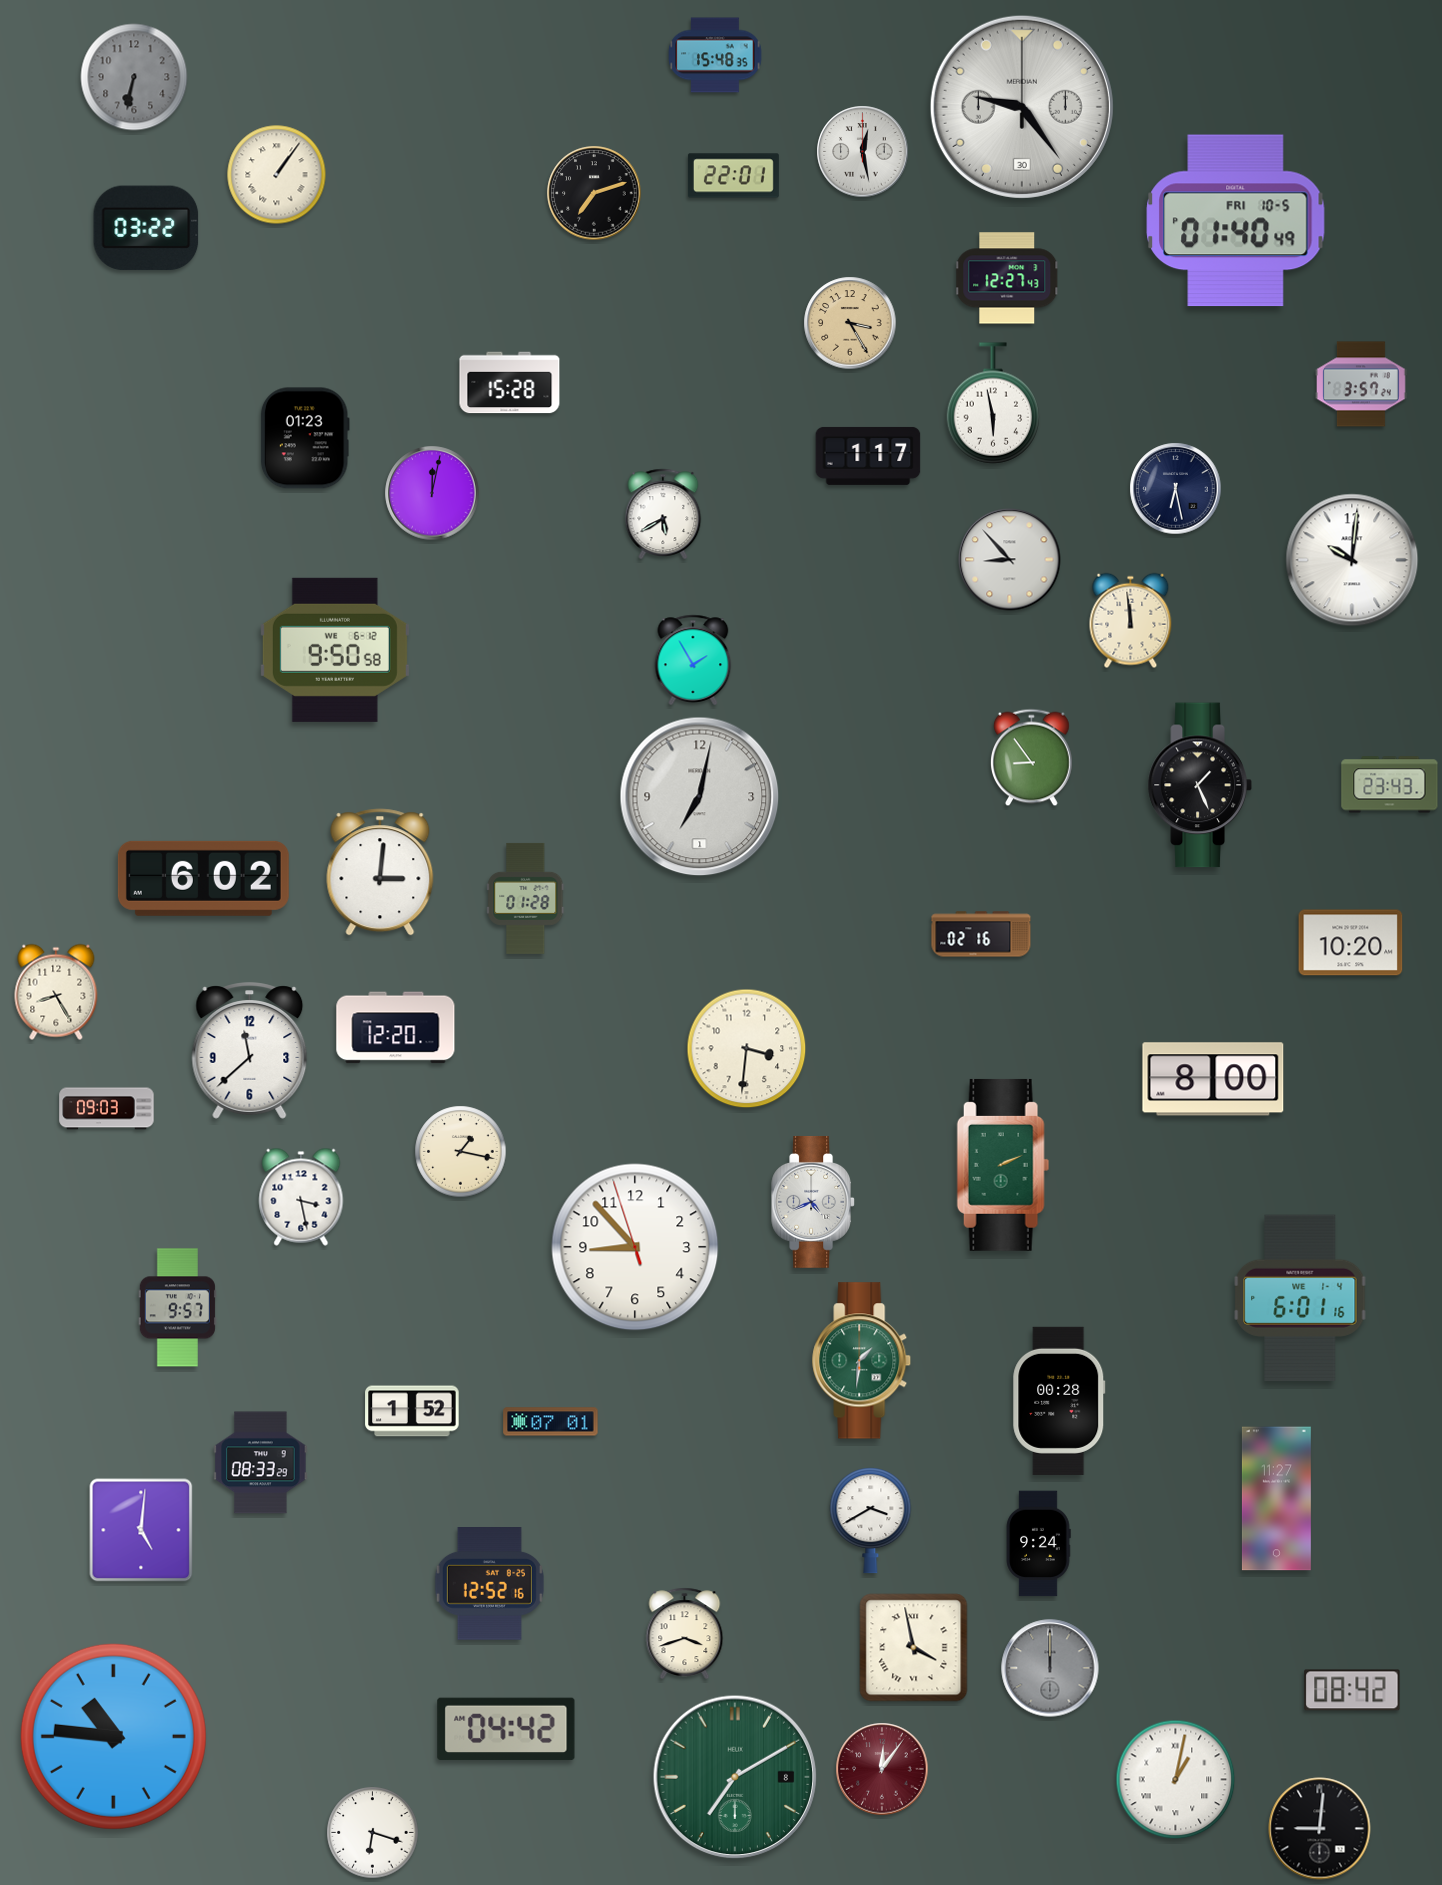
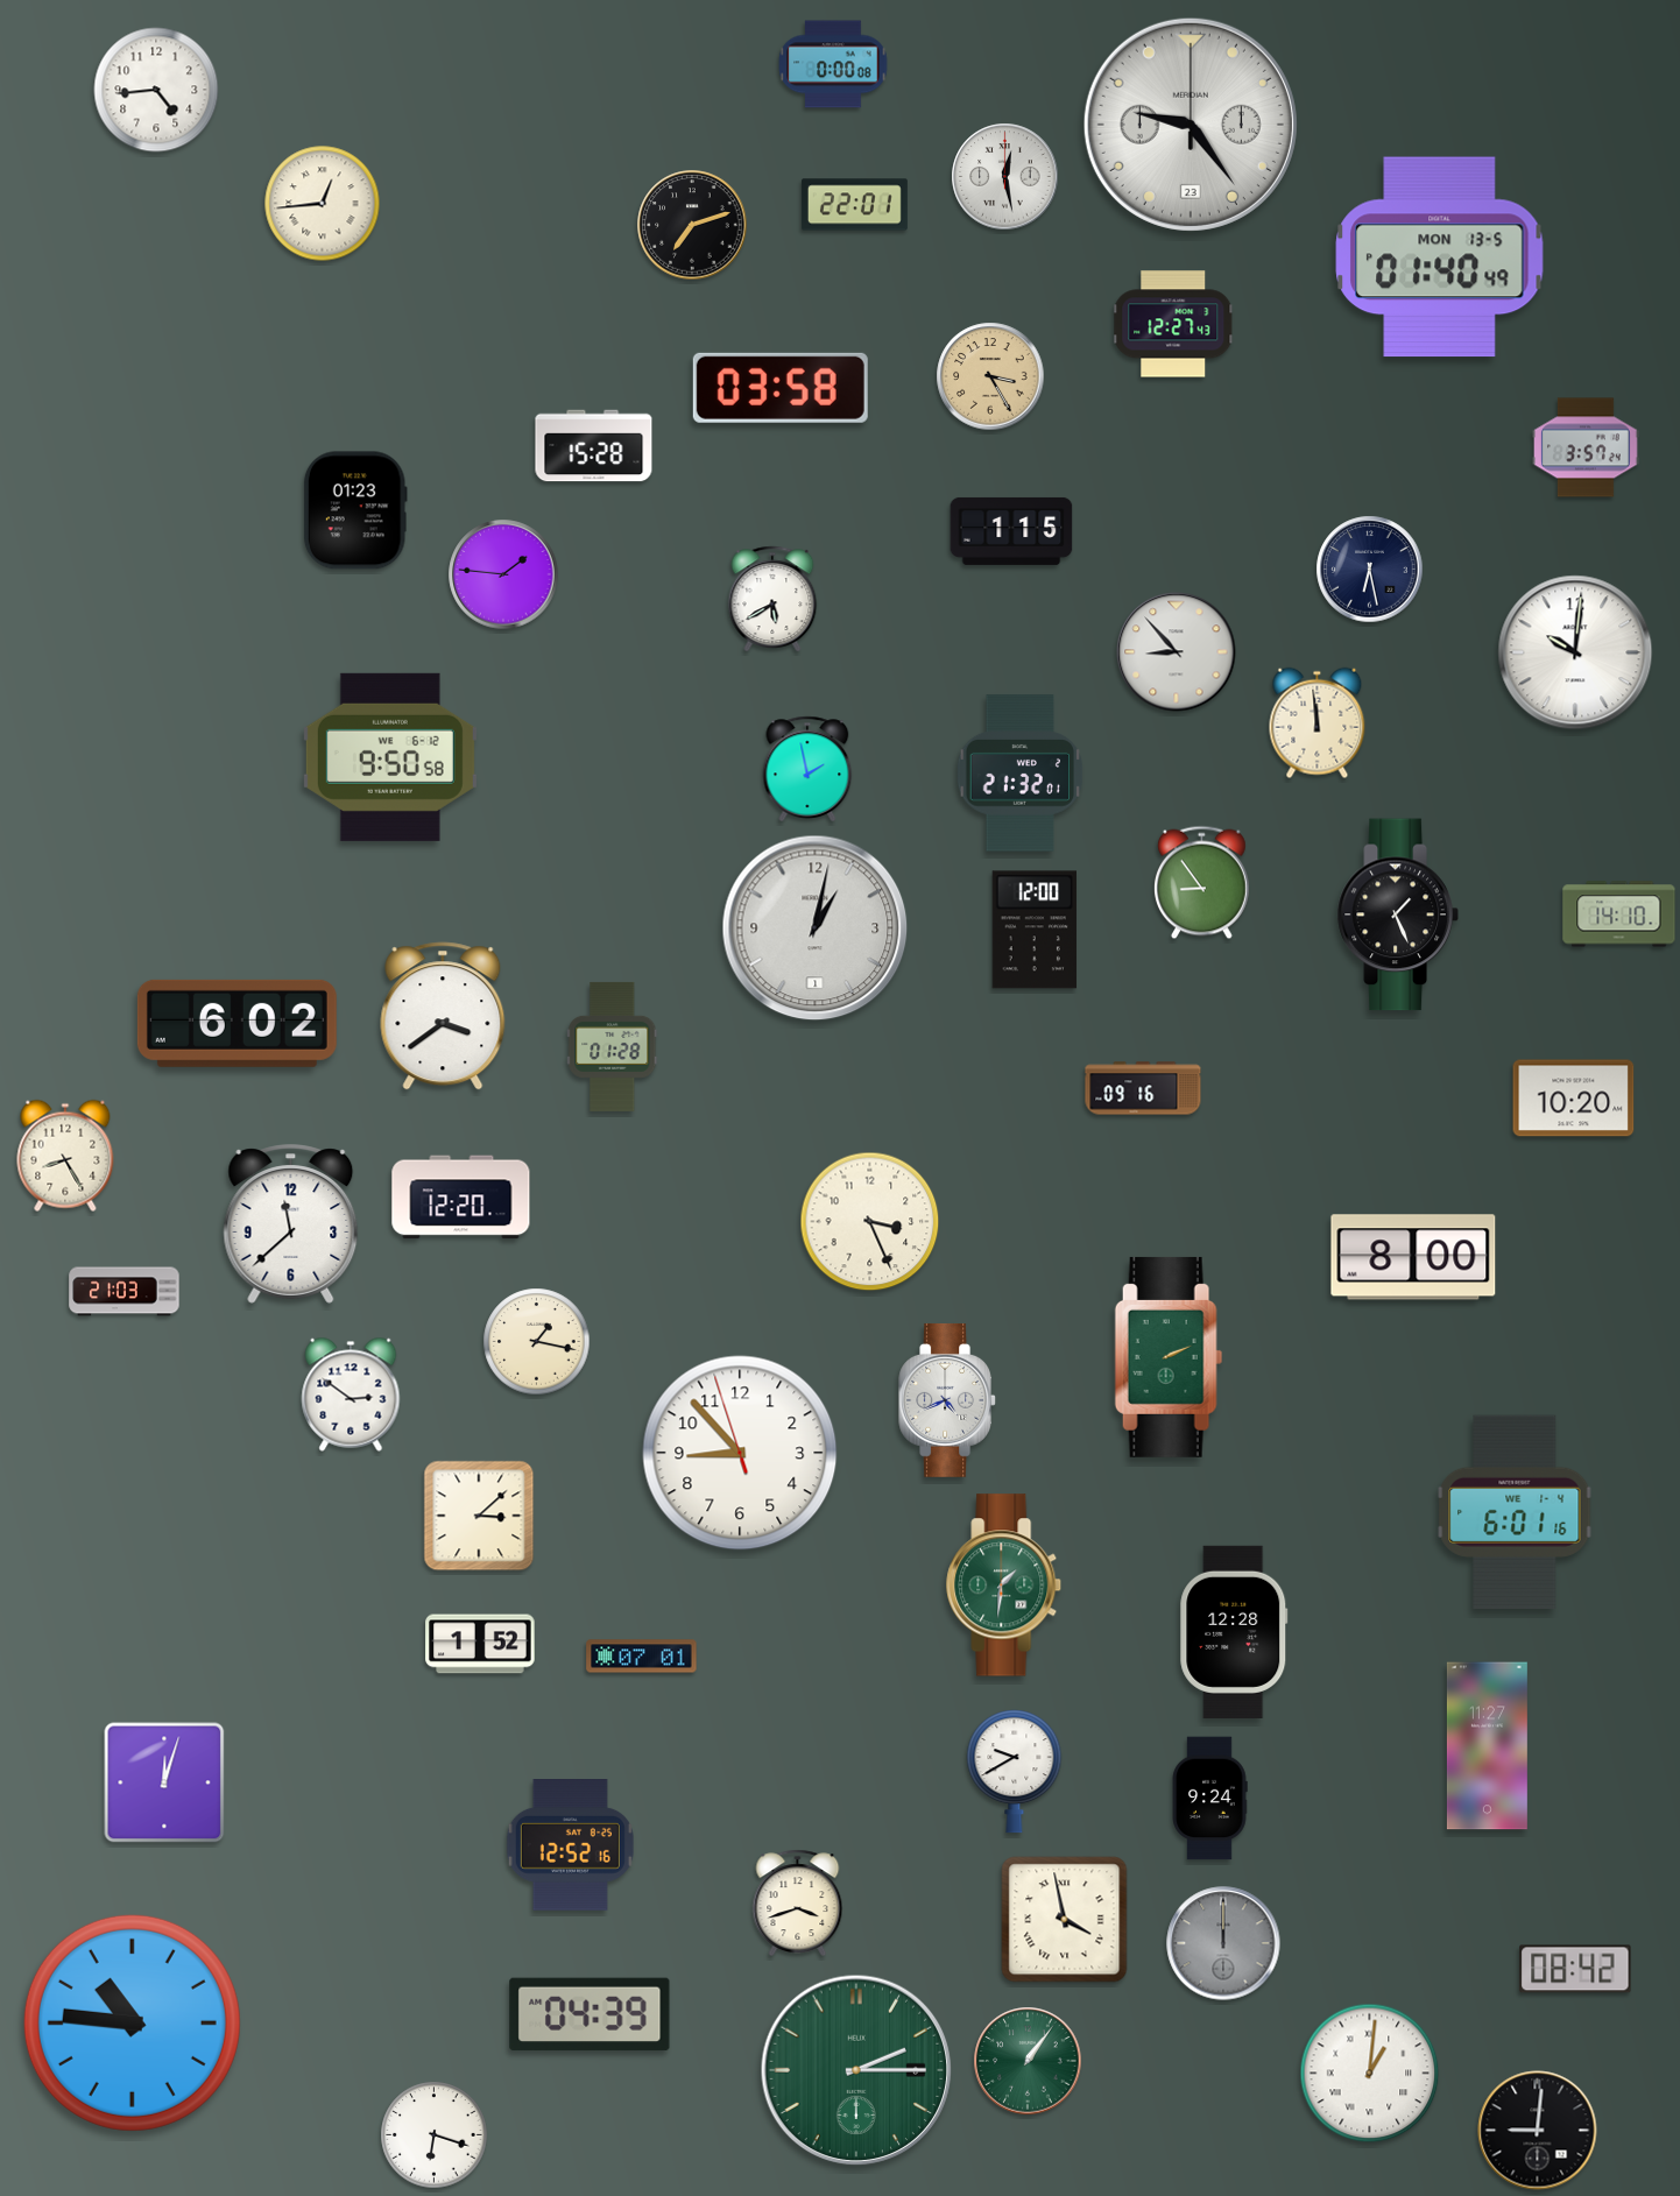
clock at (715, 55): 15:48 -> 0:00
clock at (134, 77): 6:32 -> 4:44
clock at (134, 77) dial: grey -> white
clock at (1022, 107) date: 30 -> 23
clock at (277, 175): 1:06 -> 12:44
clock at (1236, 221) date: FRI 10-5 -> MON 13-5
clock at (146, 228): 03:22 -> none
clock at (781, 388): none -> 03:58
clock at (993, 403): 5:58 -> none
clock at (868, 456): 1:17 -> 1:15
clock at (432, 493): 12:02 -> 1:46
clock at (693, 659): 1:55 -> 1:58
clock at (1019, 774): none -> 21:32
clock at (1390, 785): 23:43 -> 14:10
clock at (700, 797): 7:02 -> 1:02
clock at (1035, 930): none -> 12:00
clock at (380, 872): 3:01 -> 3:39
clock at (981, 934): 02:16 -> 09:16
clock at (747, 1049): 3:31 -> 3:26
clock at (107, 1109): 09:03 -> 21:03
clock at (301, 1197): 3:28 -> 2:51
clock at (479, 1516): none -> 3:08
clock at (177, 1308): 9:57 -> none
clock at (1059, 1401): 00:28 -> 12:28
clock at (261, 1463): 08:33 -> none
clock at (871, 1521): 3:40 -> 9:40
clock at (141, 1530): 5:01 -> 12:03
clock at (506, 1729): 04:42 -> 04:39
clock at (882, 1769): 12:06 -> 1:06
clock at (882, 1769) dial: burgundy -> green
clock at (735, 1777): 7:10 -> 2:15
clock at (1176, 1780): 1:02 -> 1:01
